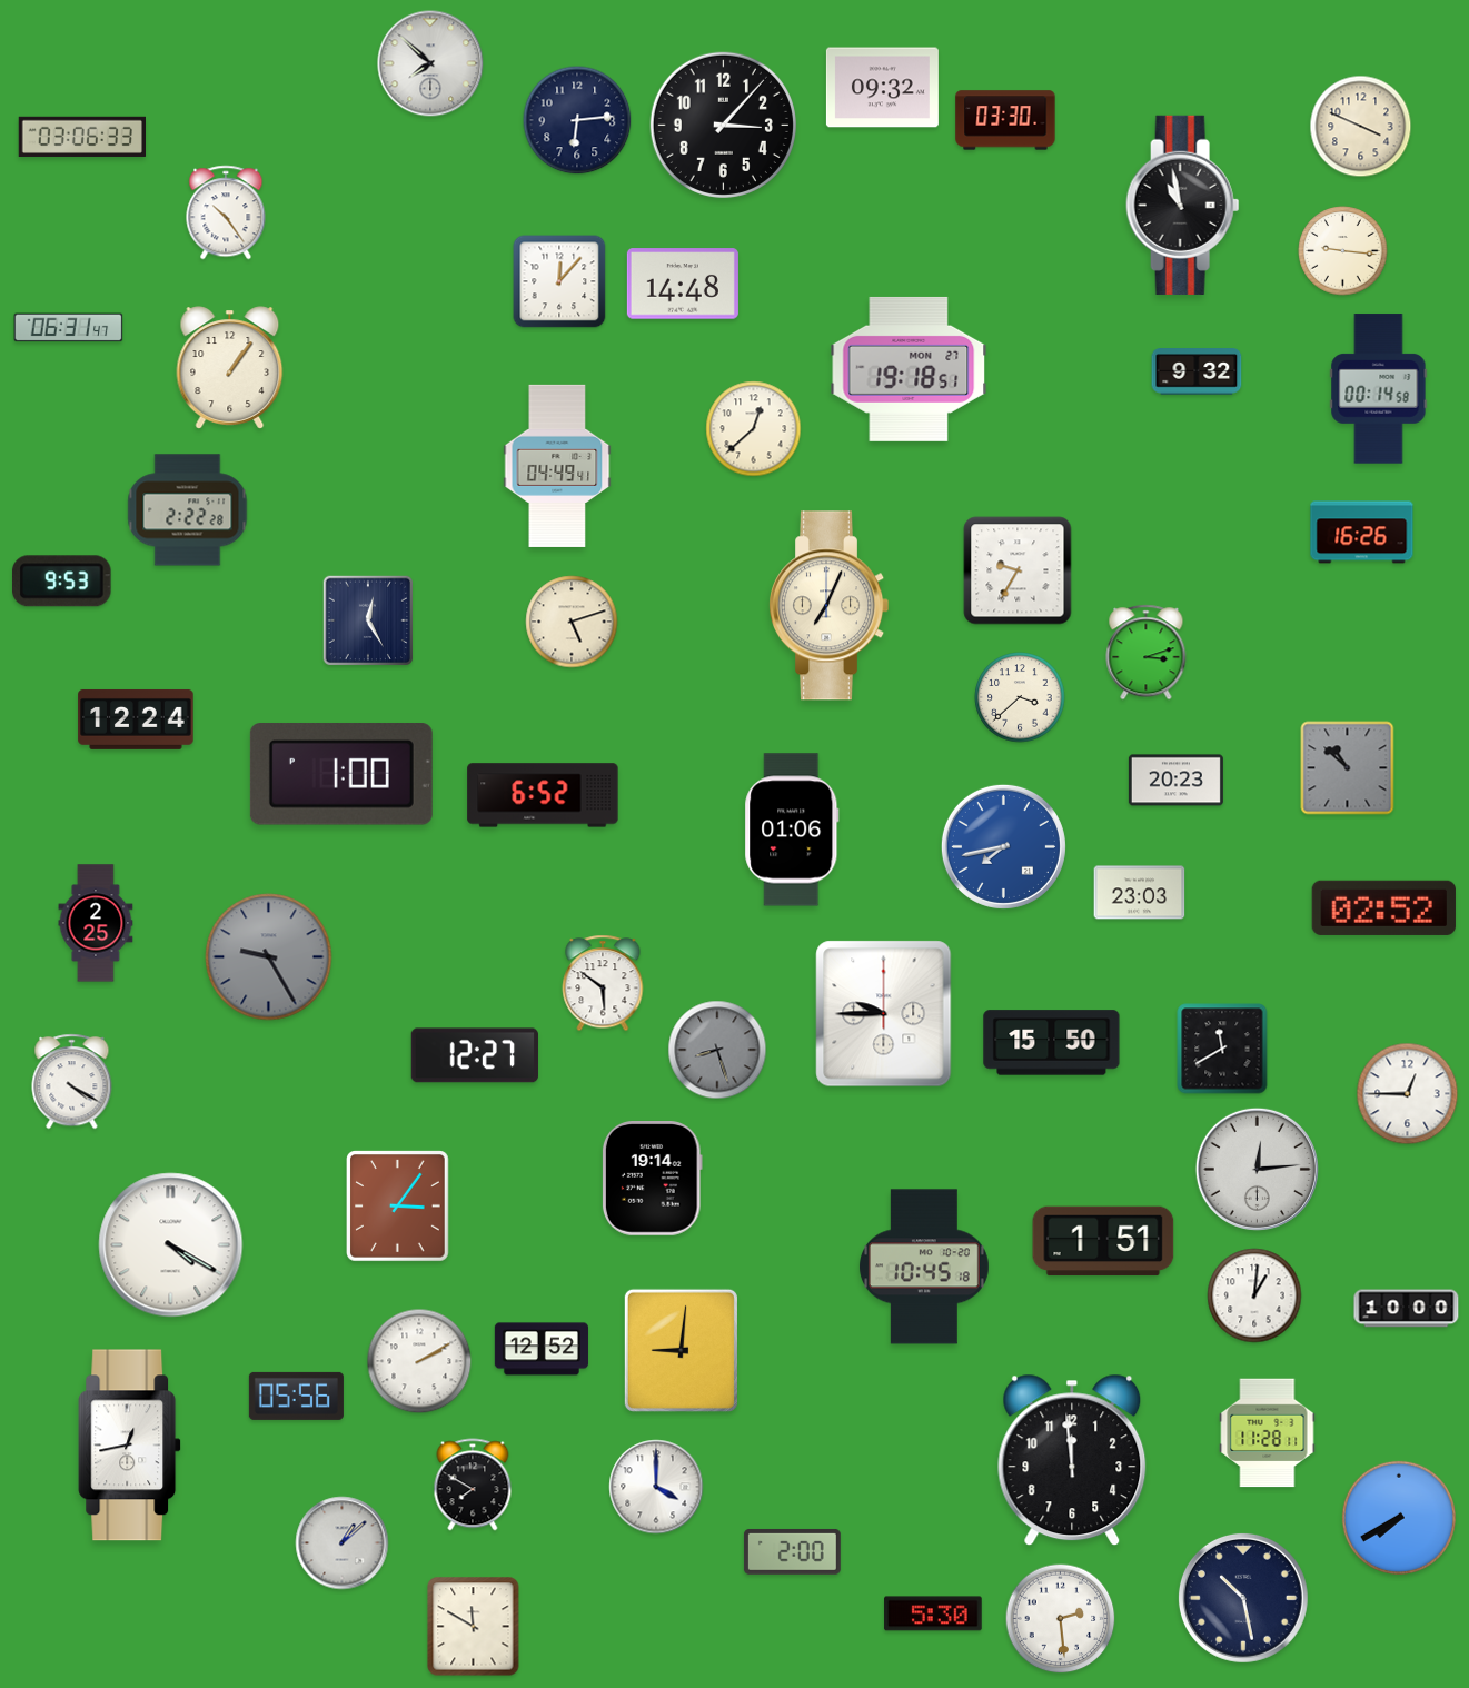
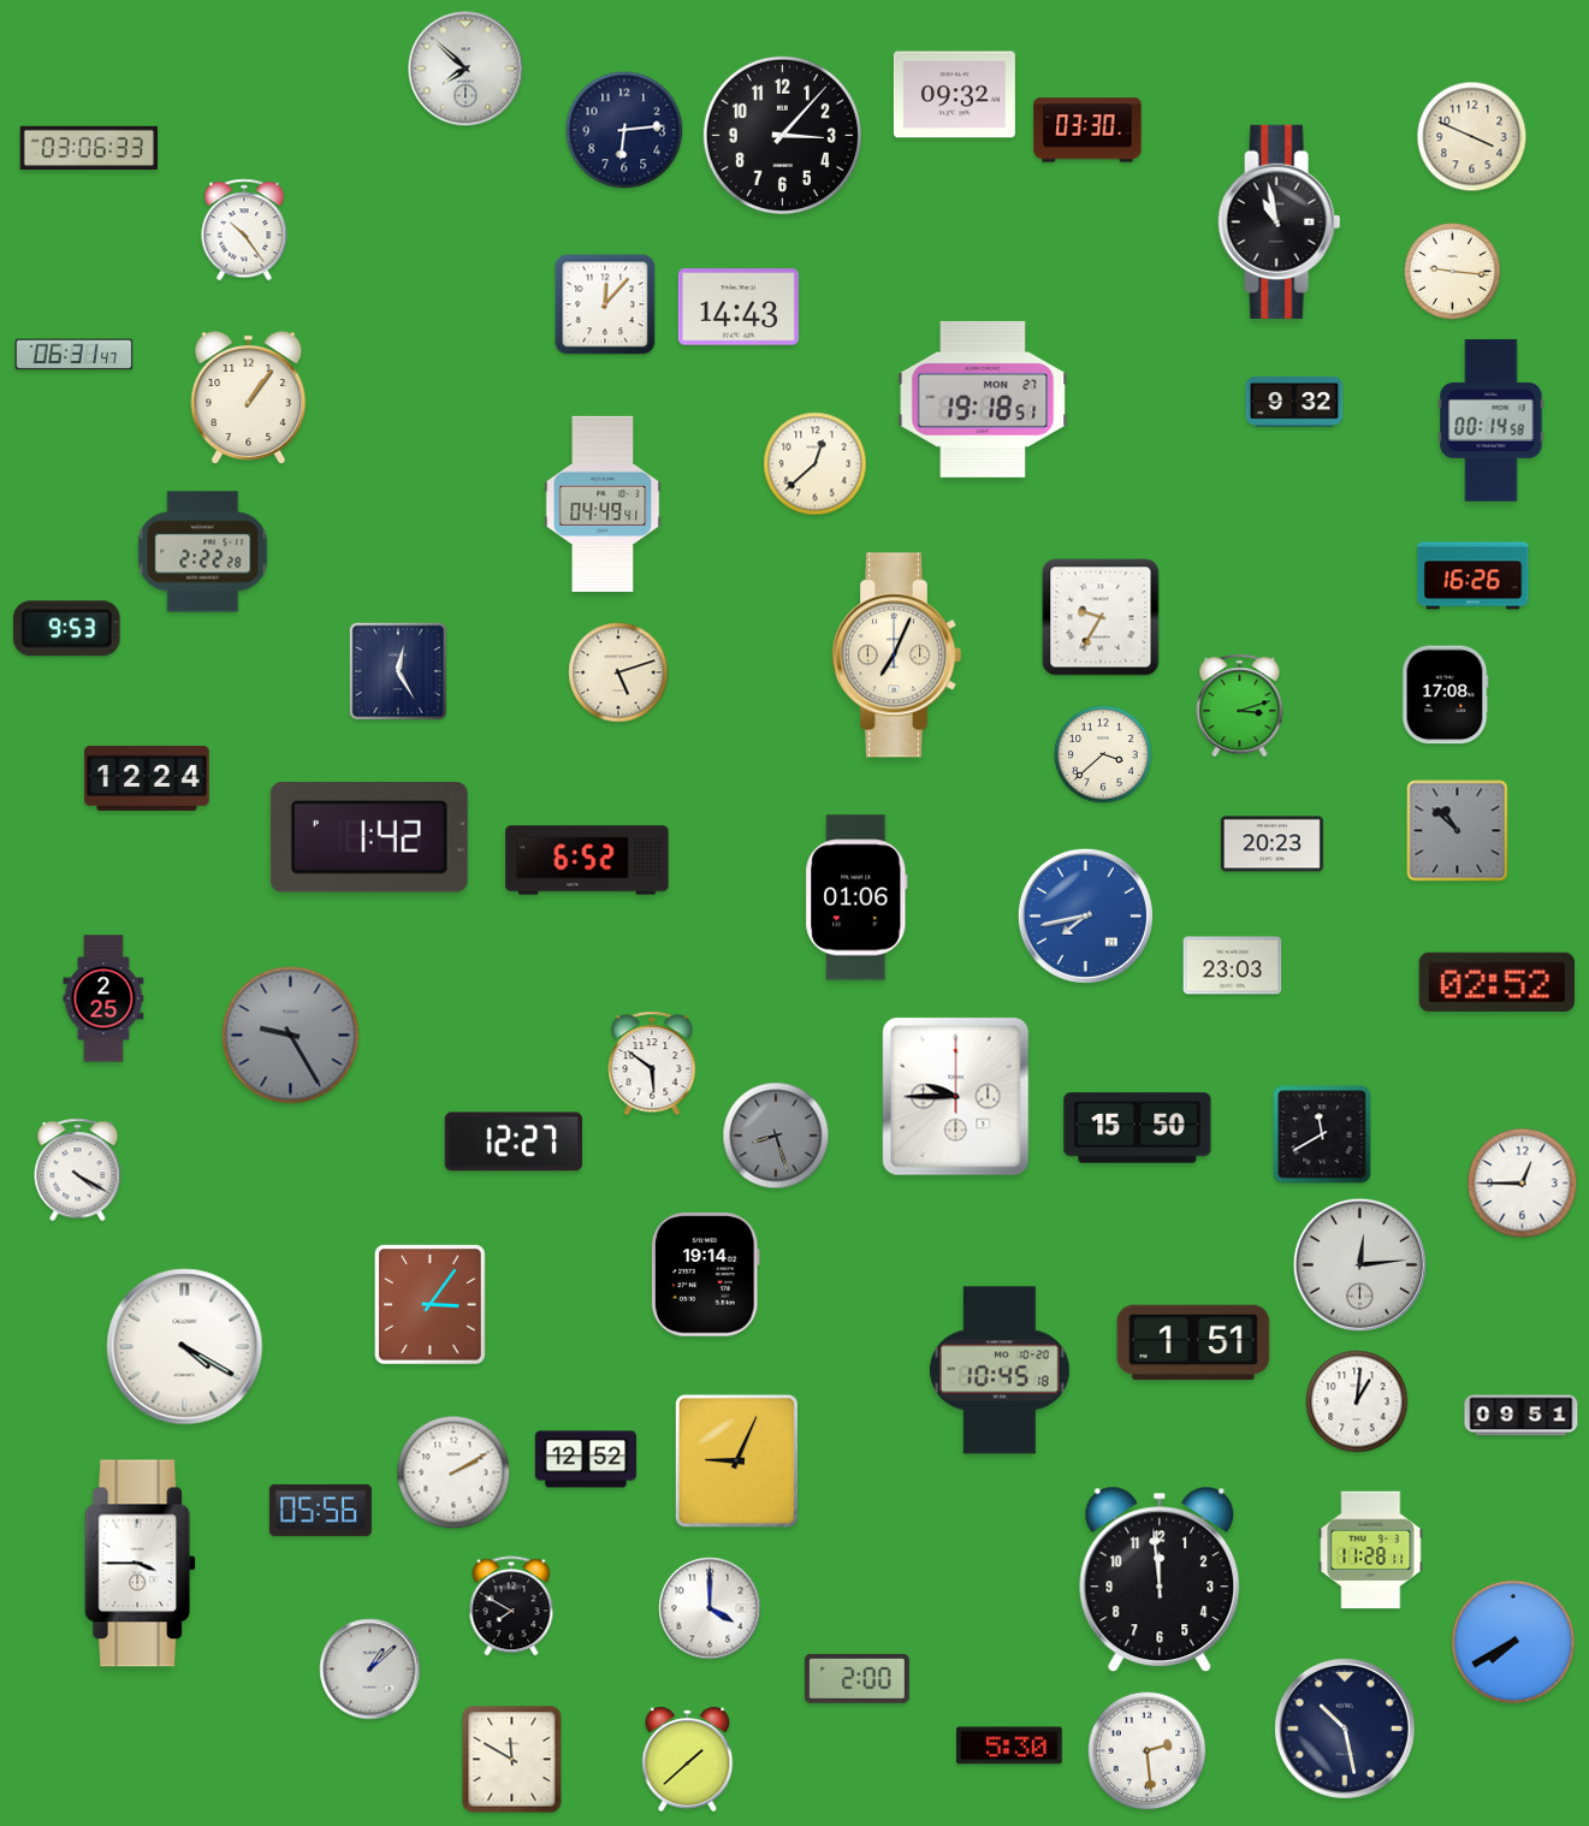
clock at (683, 284): 14:48 -> 14:43
clock at (1446, 695): none -> 17:08
clock at (341, 774): 1:00 -> 1:42
clock at (1407, 1309): 10:00 -> 09:51
clock at (681, 1350): 9:01 -> 9:04
clock at (130, 1446): 12:43 -> 3:45
clock at (688, 1759): none -> 1:38
